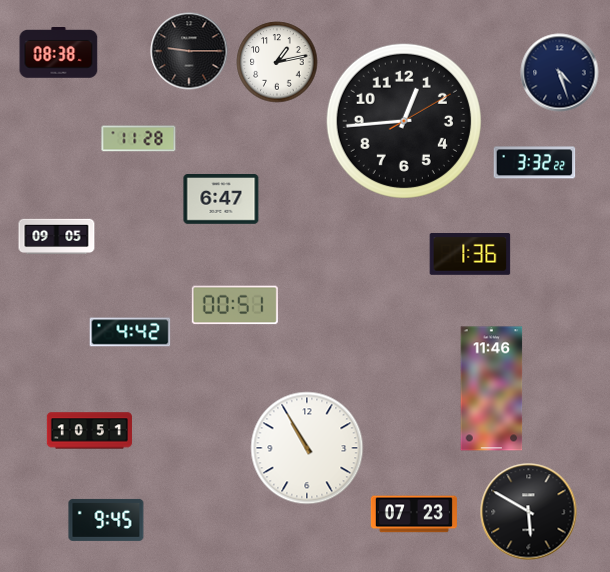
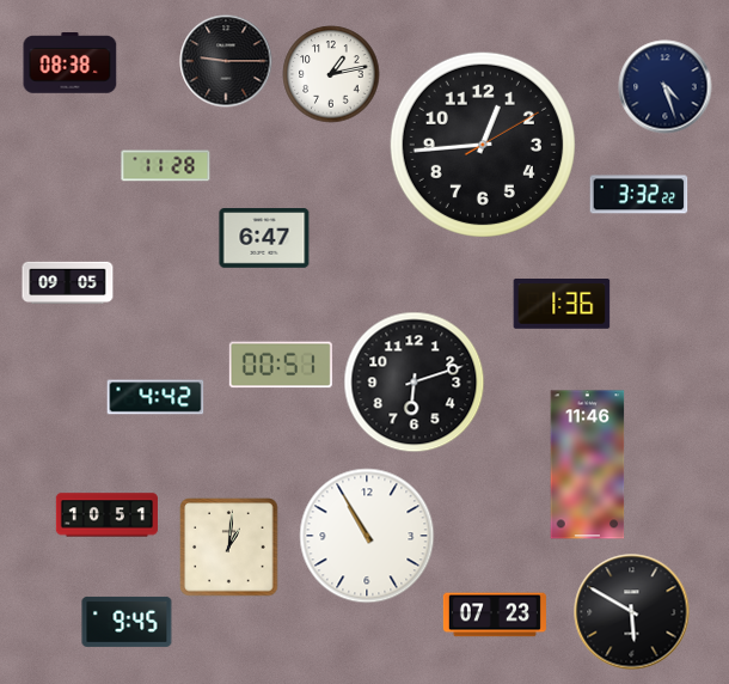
clock at (560, 73) position: (560, 73) -> (666, 87)
clock at (415, 383): none -> 6:12
clock at (229, 548): none -> 1:01
